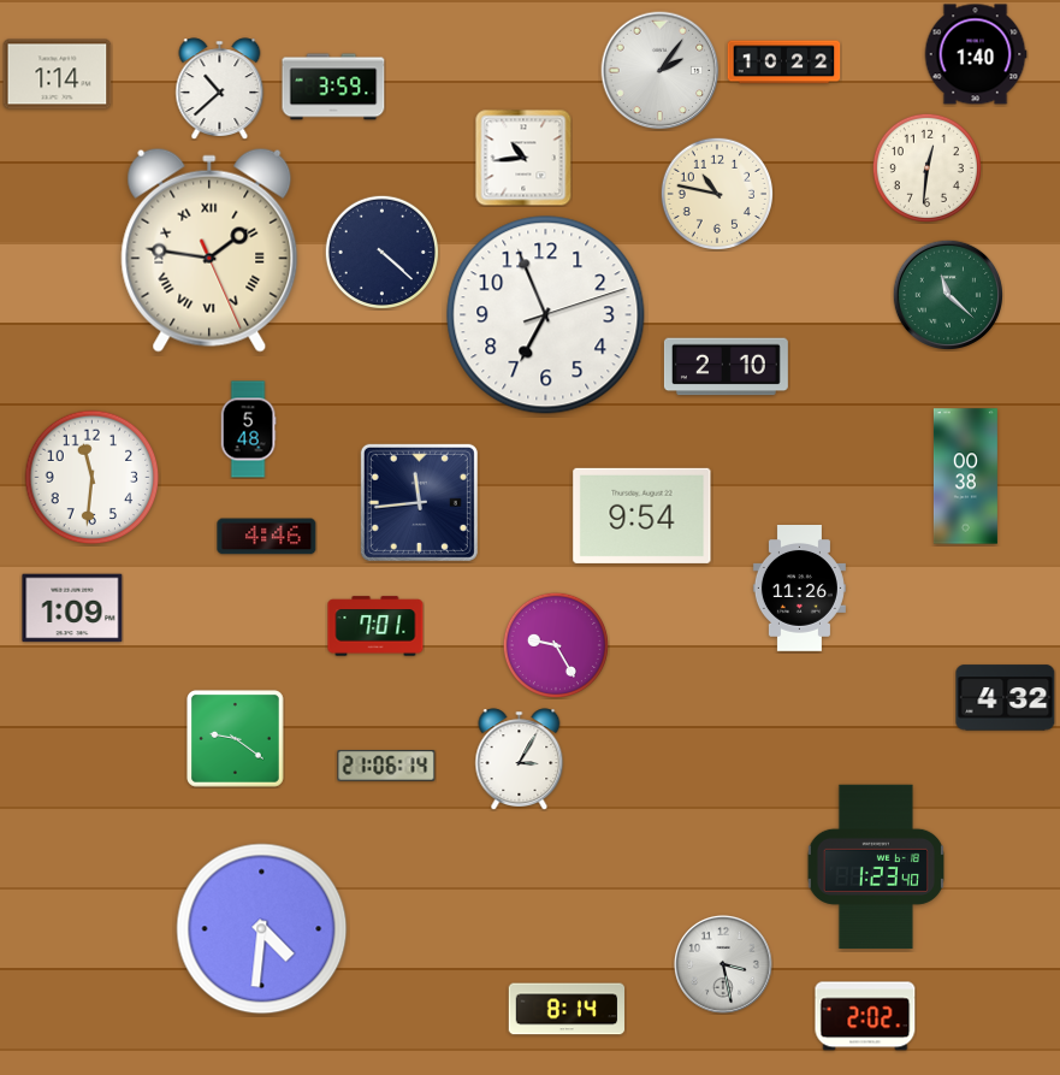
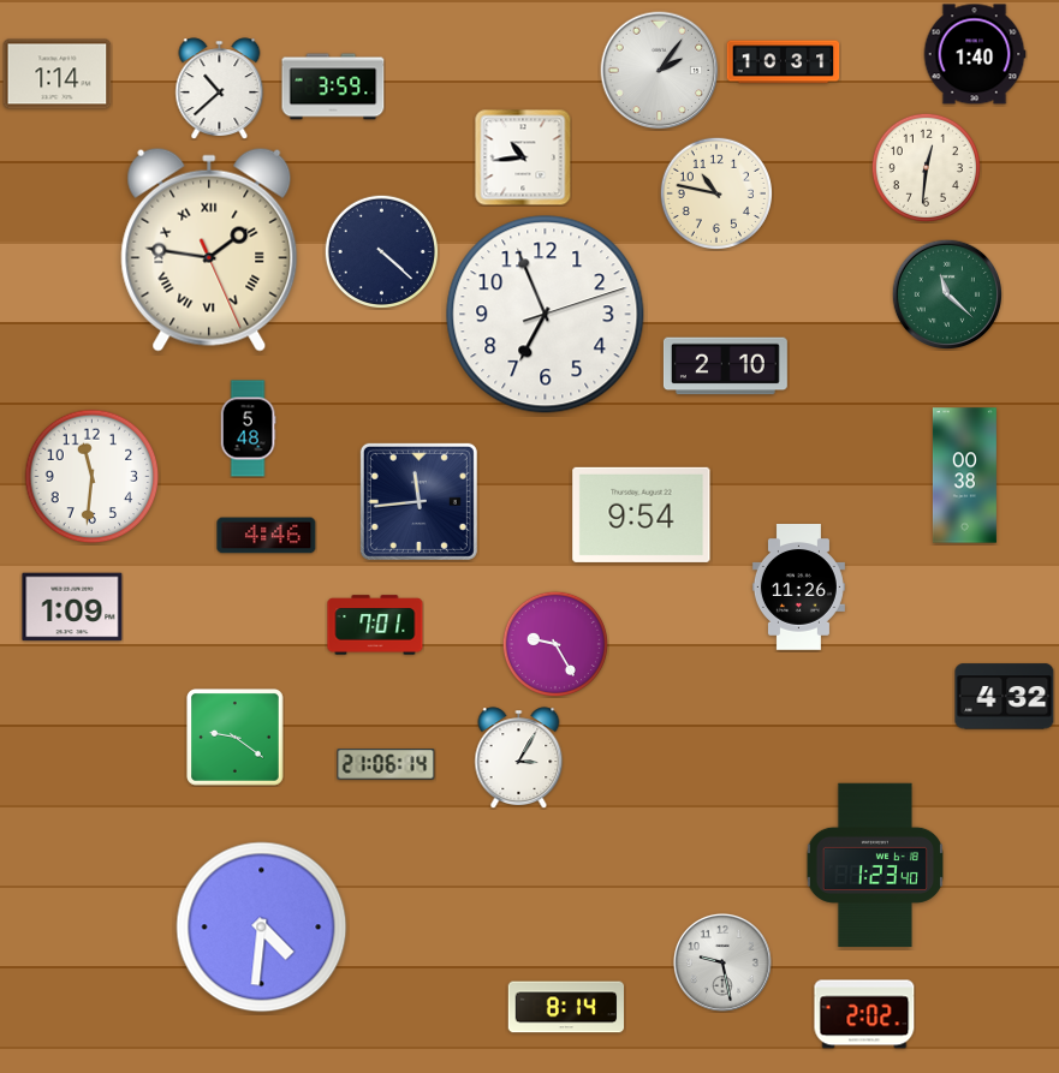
clock at (784, 63): 10:22 -> 10:31
clock at (723, 964): 3:28 -> 9:28
